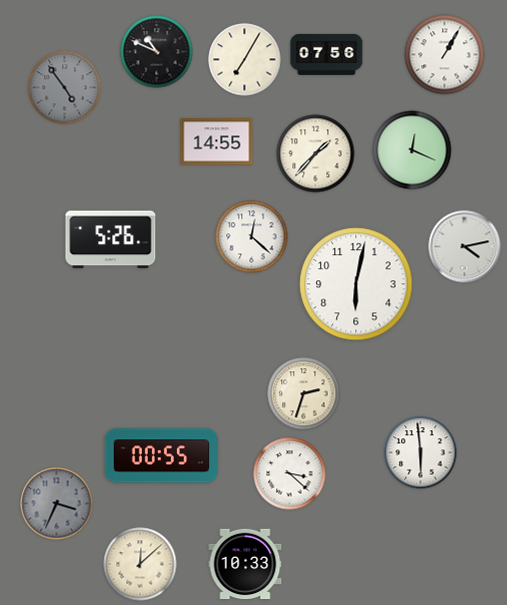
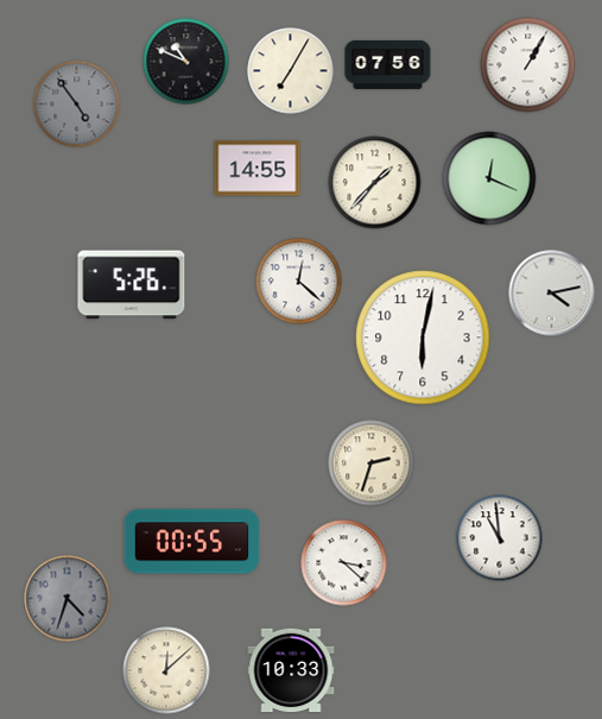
clock at (304, 394) position: (304, 394) -> (372, 463)
clock at (421, 453): 5:59 -> 10:59
clock at (57, 504): 3:34 -> 4:33
